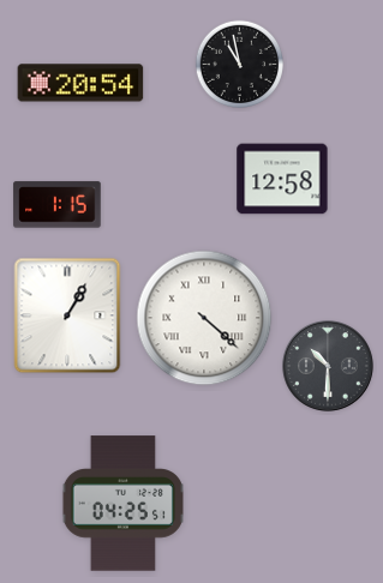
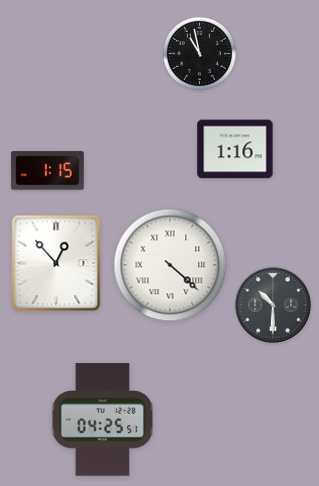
clock at (80, 83): 20:54 -> none
clock at (282, 179): 12:58 -> 1:16
clock at (67, 315): 1:05 -> 12:53
